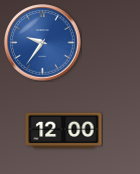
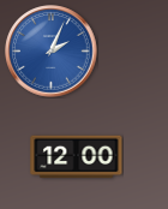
clock at (43, 43): 9:36 -> 2:04
